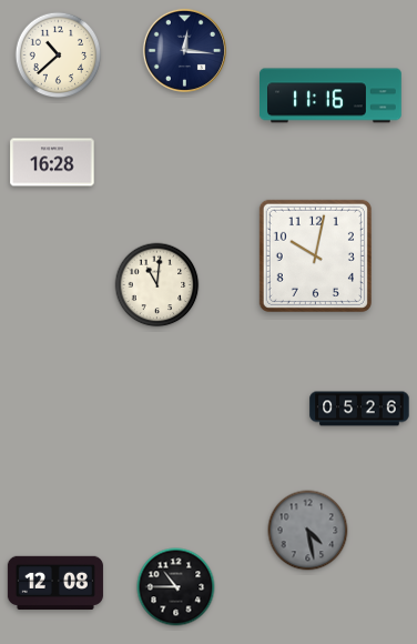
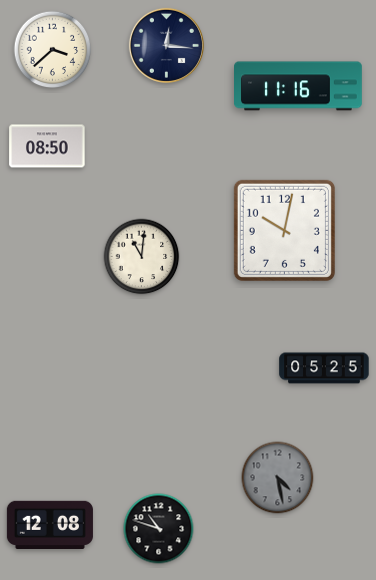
clock at (59, 56): 10:38 -> 3:38
clock at (52, 162): 16:28 -> 08:50
clock at (359, 409): 05:26 -> 05:25
clock at (176, 587): 10:45 -> 10:48
